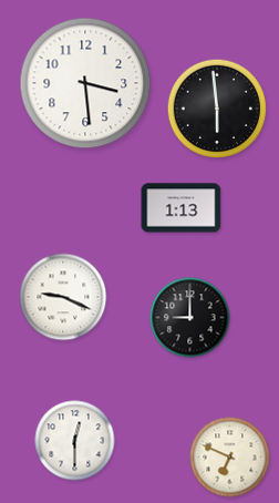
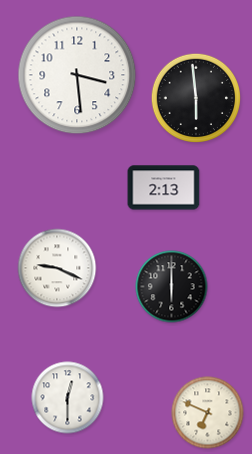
clock at (182, 208): 1:13 -> 2:13
clock at (190, 318): 9:00 -> 6:00
